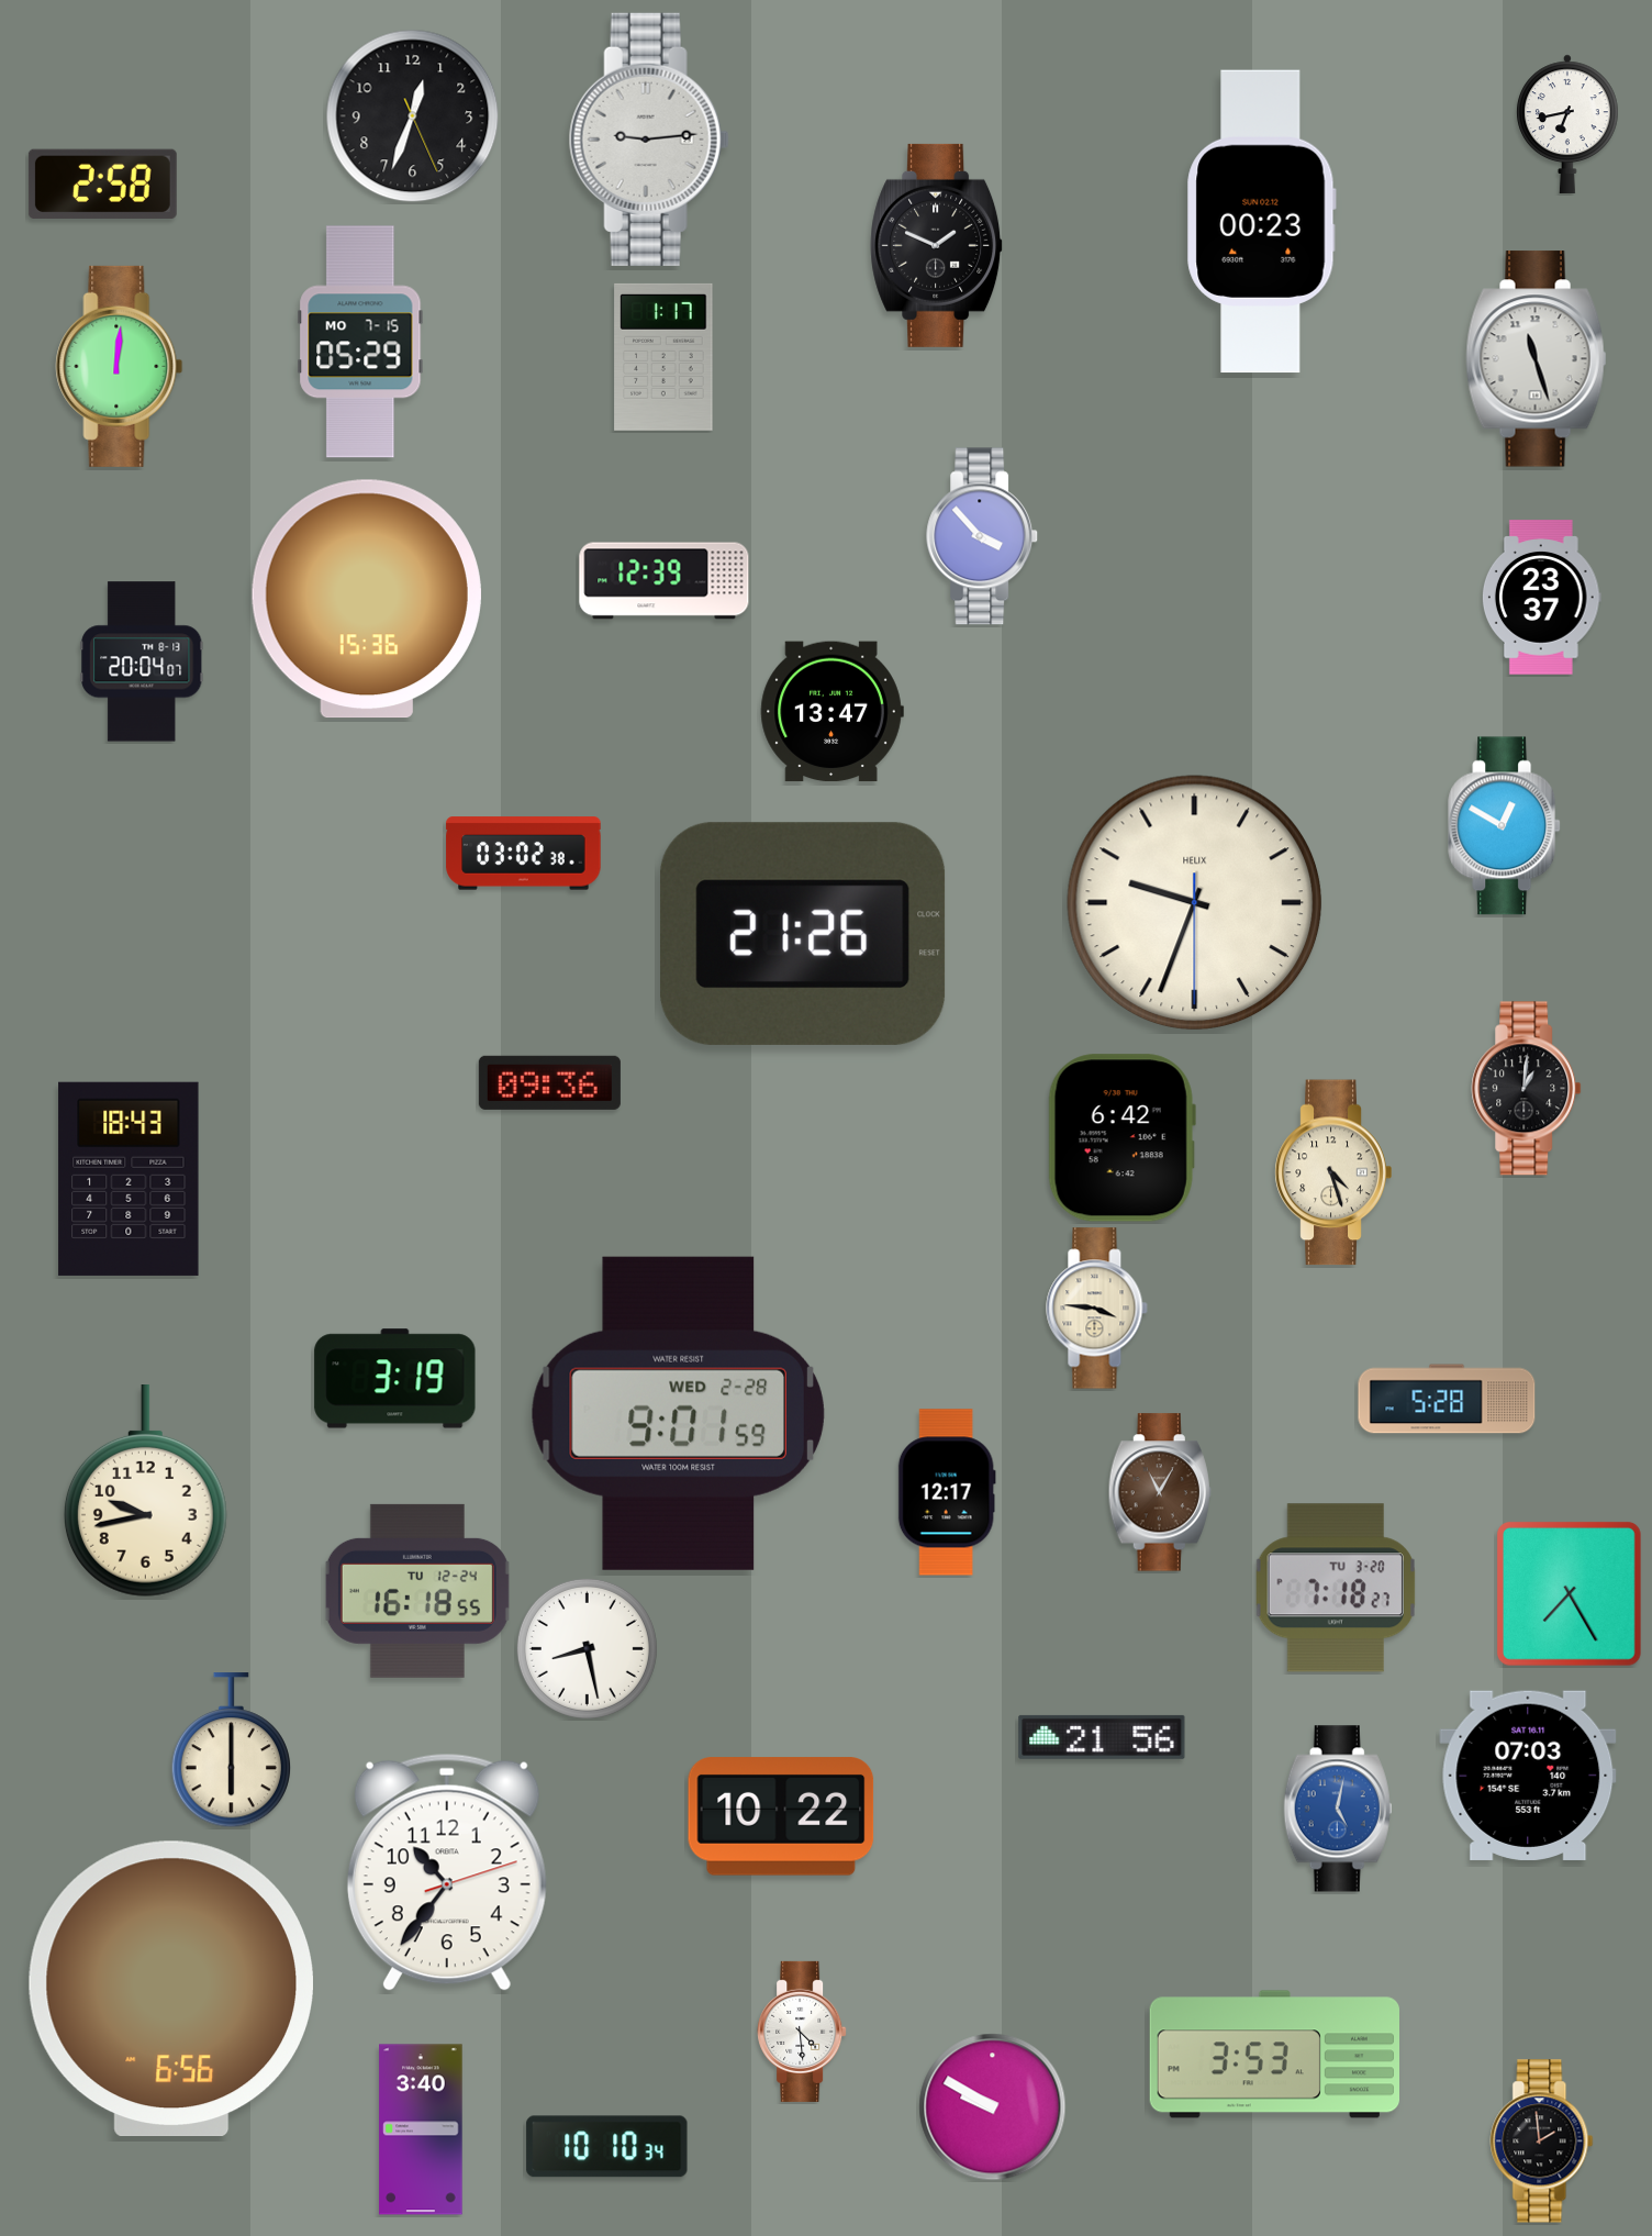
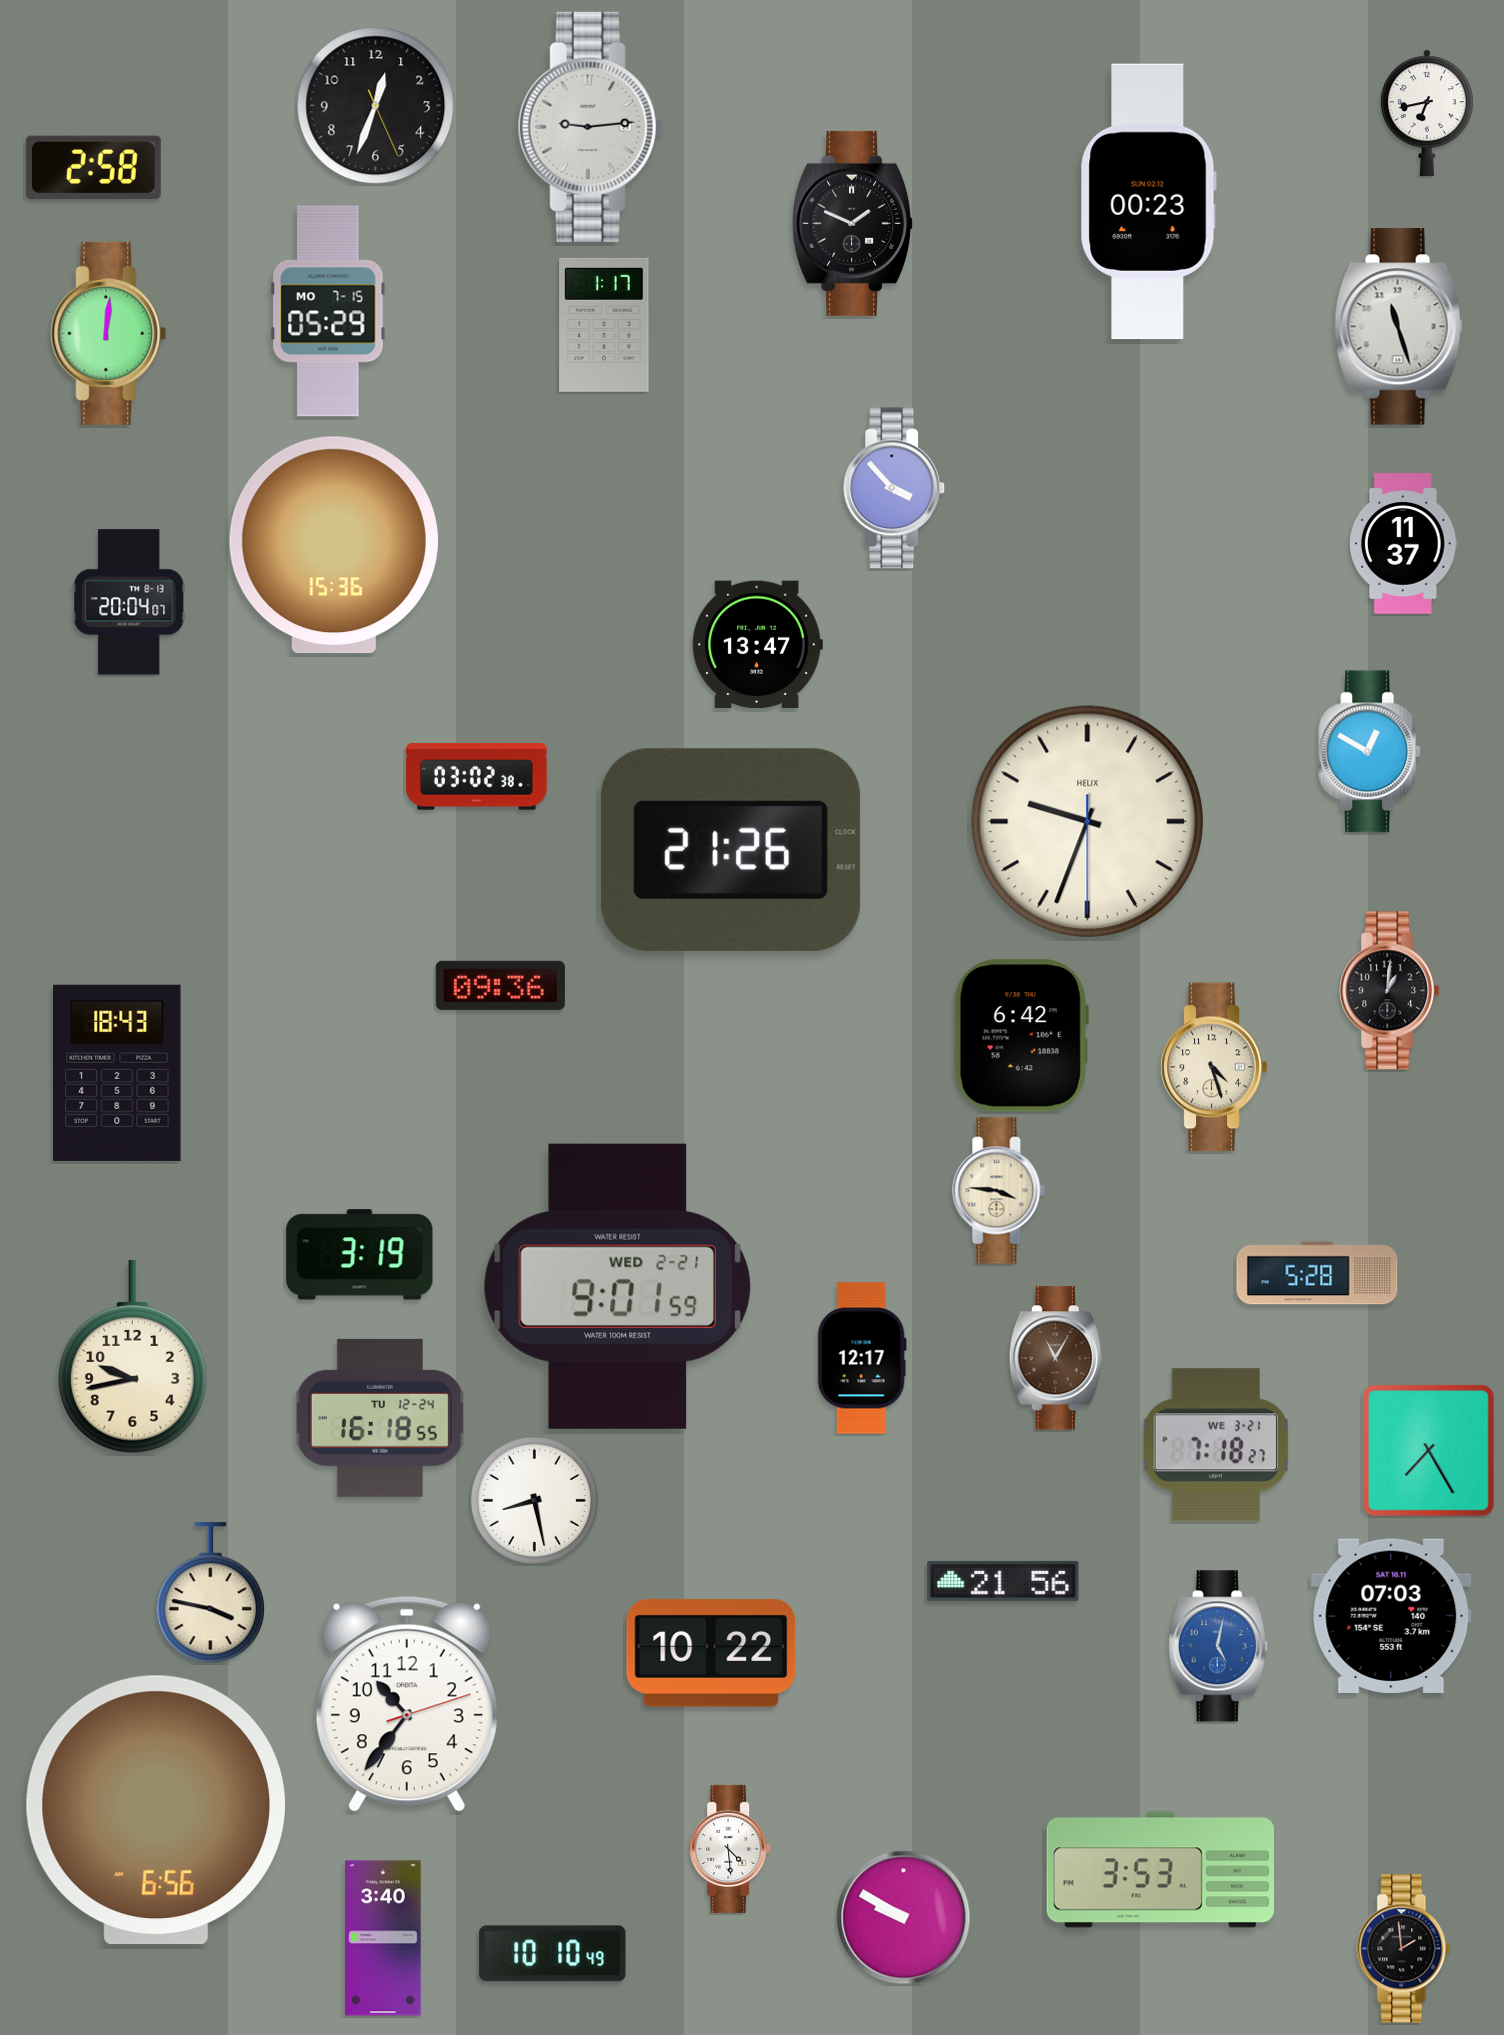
clock at (665, 581): 12:39 -> none
clock at (1541, 598): 23:37 -> 11:37
clock at (831, 712) position: (831, 712) -> (757, 645)
clock at (678, 1413) date: WED 2-28 -> WED 2-21
clock at (1335, 1588) date: TU 3-20 -> WE 3-21
clock at (417, 1591) position: (417, 1591) -> (380, 1418)
clock at (231, 1750): 6:00 -> 3:47
clock at (607, 2147): 10:10:34 -> 10:10:49
